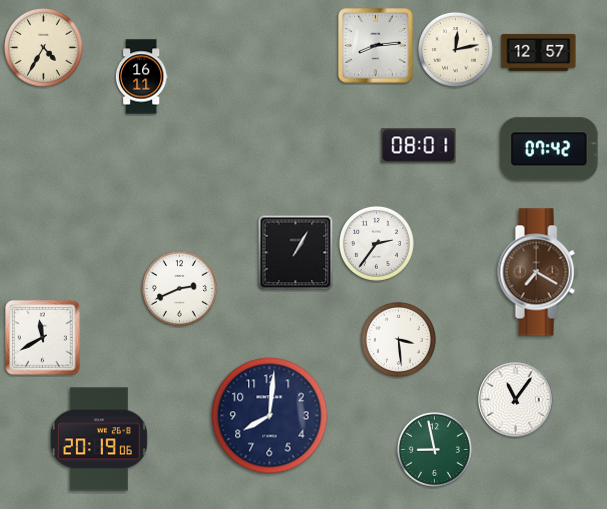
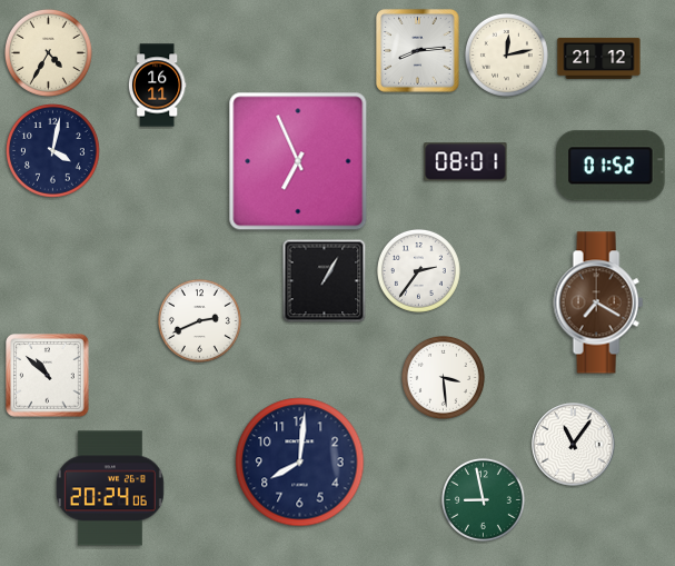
clock at (539, 52): 12:57 -> 21:12
clock at (53, 151): none -> 4:02
clock at (298, 161): none -> 6:56
clock at (549, 149): 07:42 -> 01:52
clock at (296, 253) position: (296, 253) -> (325, 281)
clock at (43, 338): 11:40 -> 10:52
clock at (99, 439): 20:19 -> 20:24
